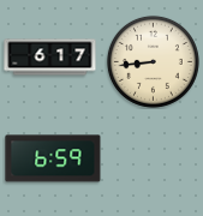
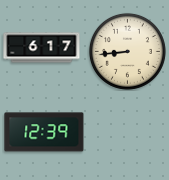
clock at (53, 158): 6:59 -> 12:39
